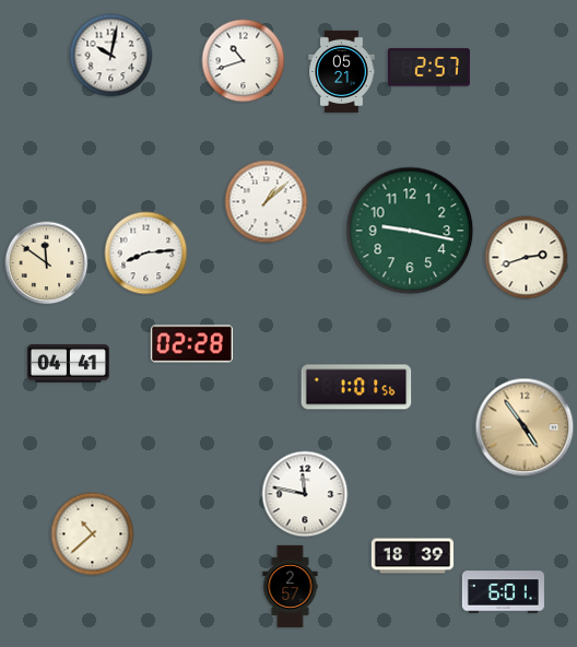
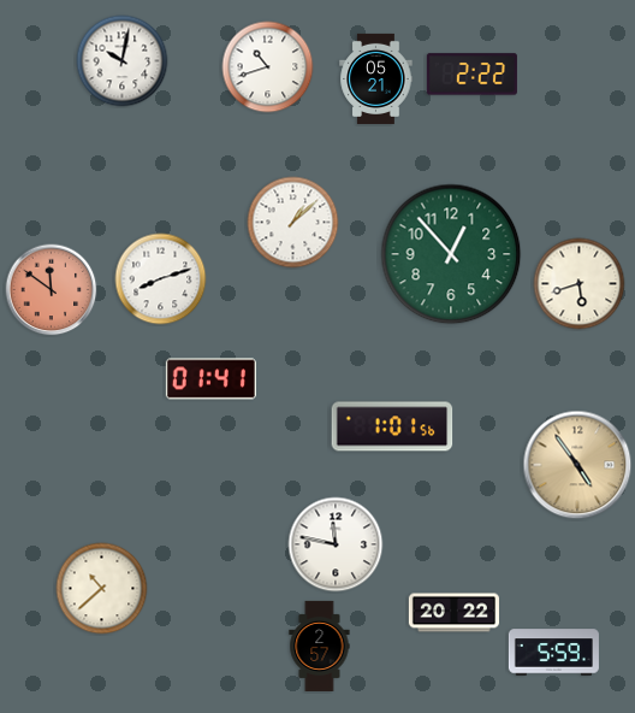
clock at (428, 68): 2:57 -> 2:22
clock at (410, 231): 9:17 -> 12:53
clock at (146, 254): 8:14 -> 8:12
clock at (527, 258): 2:42 -> 5:42
clock at (47, 263) dial: cream -> salmon
clock at (191, 344): 02:28 -> 01:41
clock at (68, 364): 04:41 -> none
clock at (525, 427) position: (525, 427) -> (577, 465)
clock at (412, 556): 18:39 -> 20:22
clock at (503, 592): 6:01 -> 5:59
